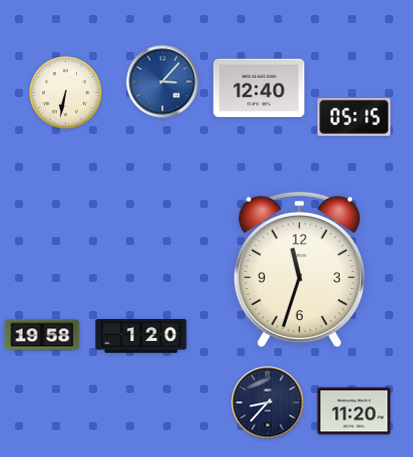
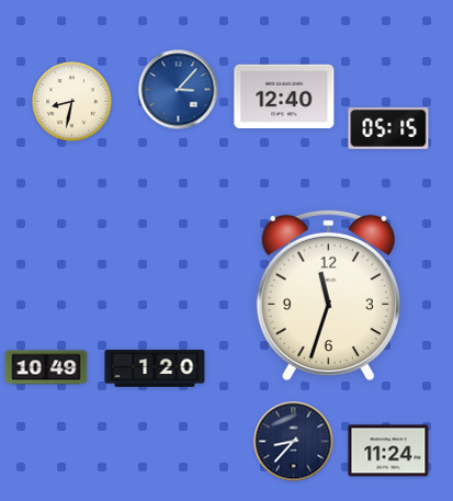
clock at (66, 93): 6:32 -> 8:32
clock at (42, 335): 19:58 -> 10:49
clock at (354, 411): 11:20 -> 11:24
